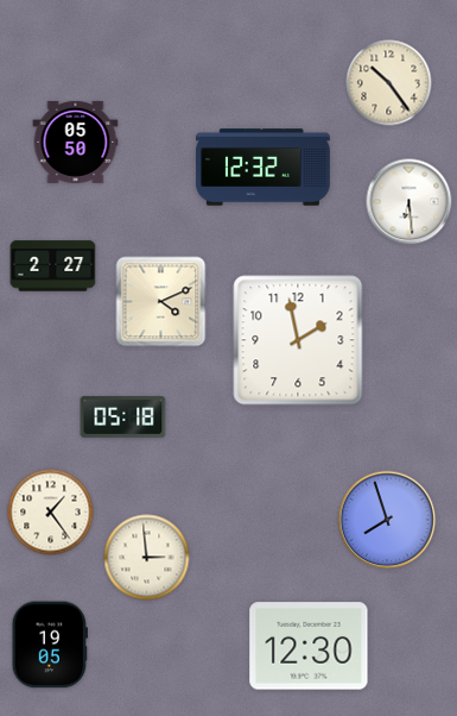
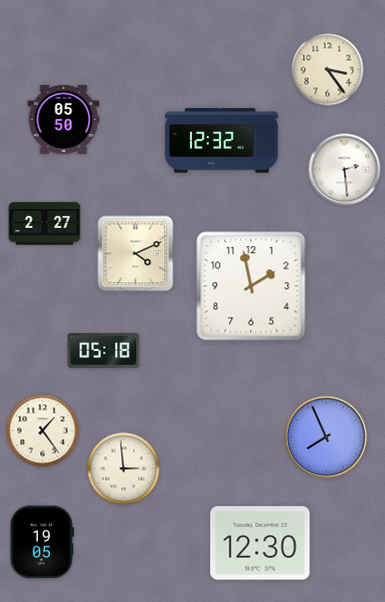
clock at (389, 83): 10:24 -> 3:24
clock at (410, 202): 6:29 -> 2:29
clock at (387, 520): 7:57 -> 7:56
